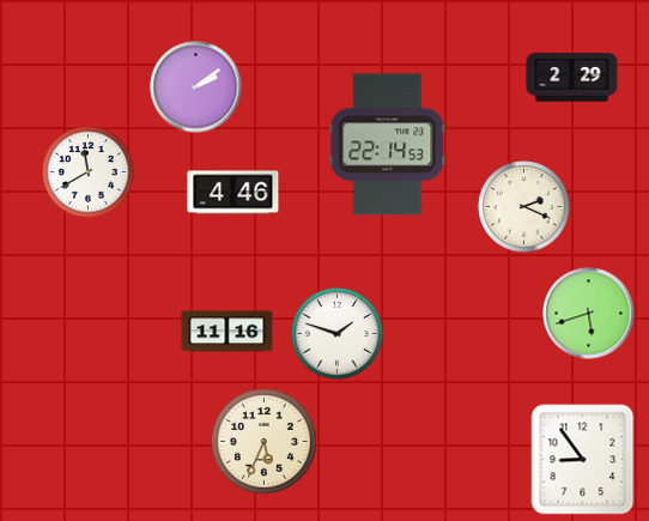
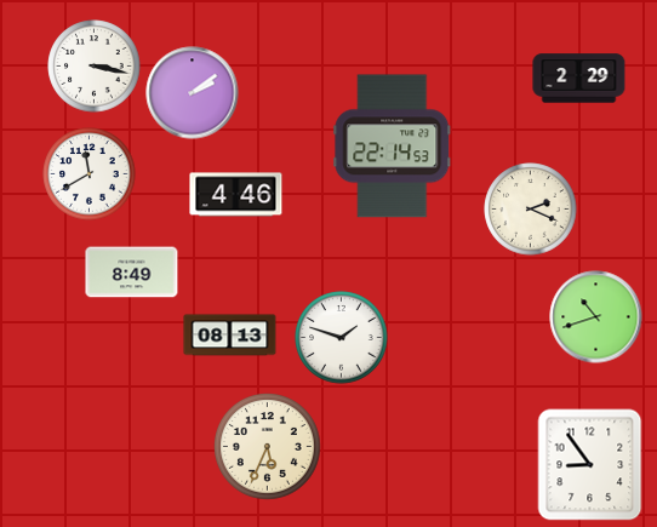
clock at (95, 67): none -> 3:17
clock at (196, 87) position: (196, 87) -> (193, 93)
clock at (132, 273): none -> 8:49
clock at (589, 314): 5:42 -> 10:42
clock at (228, 332): 11:16 -> 08:13
